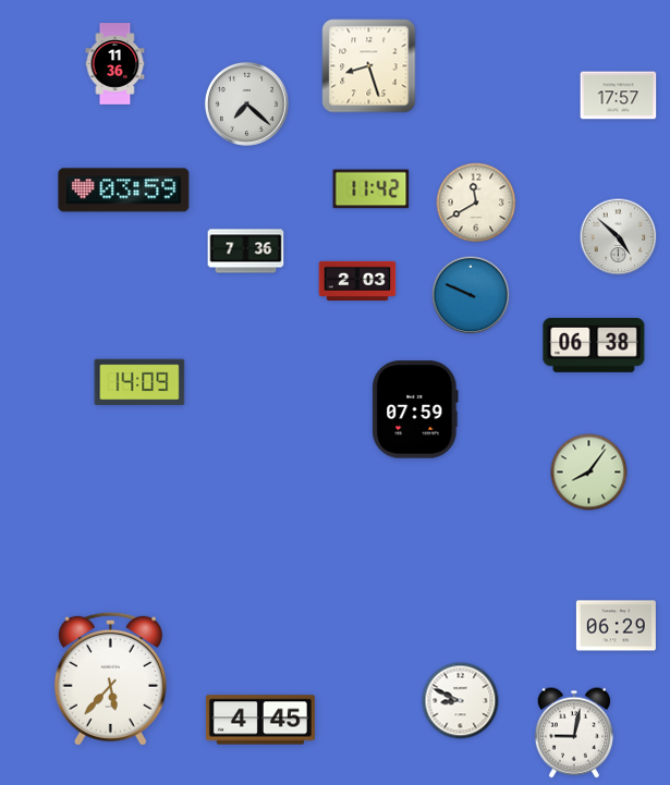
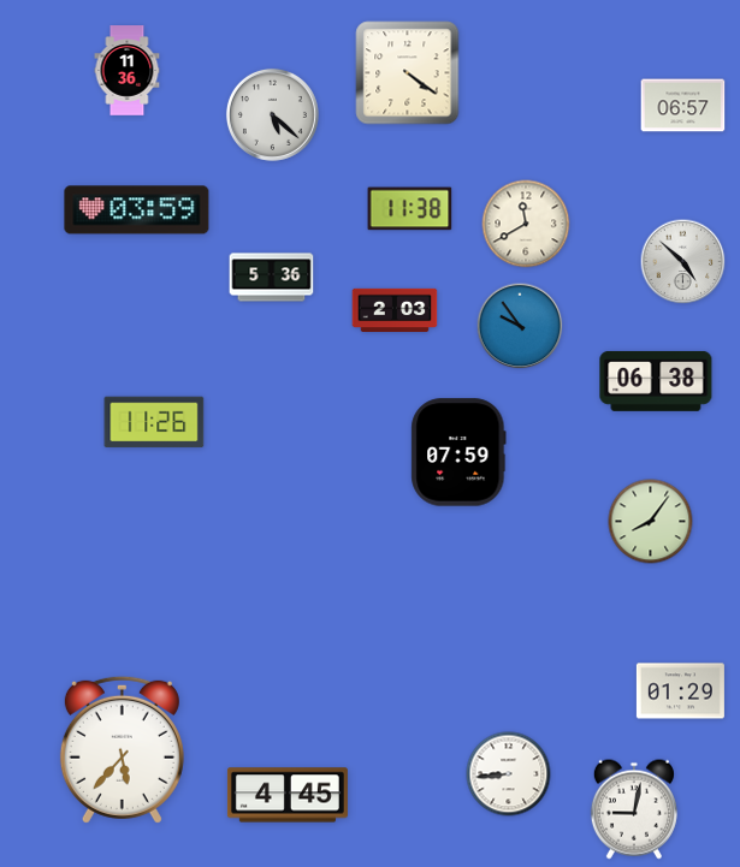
clock at (369, 66): 8:27 -> 4:21
clock at (619, 96): 17:57 -> 06:57
clock at (246, 103): 7:22 -> 5:22
clock at (371, 189): 11:42 -> 11:38
clock at (246, 252): 7:36 -> 5:36
clock at (471, 295): 9:49 -> 9:54
clock at (139, 382): 14:09 -> 11:26
clock at (616, 626): 06:29 -> 01:29
clock at (461, 701): 8:49 -> 8:44
